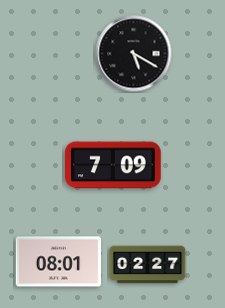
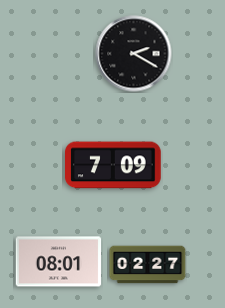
clock at (134, 54): 5:20 -> 2:20
